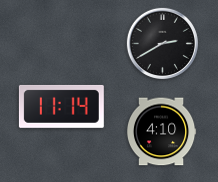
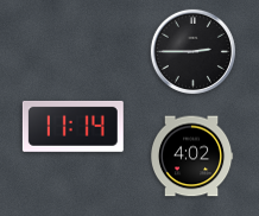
clock at (162, 43): 2:40 -> 2:45
clock at (161, 132): 4:10 -> 4:02
